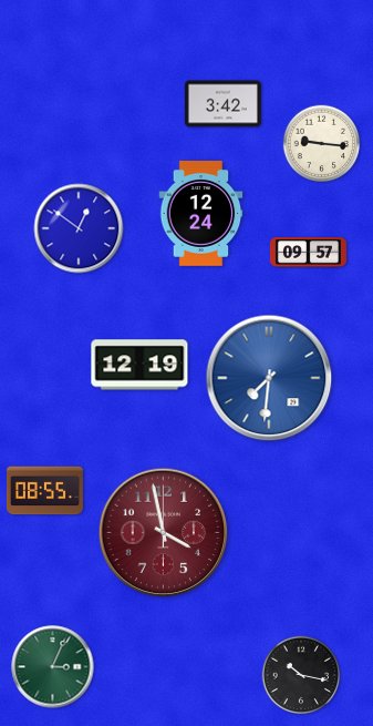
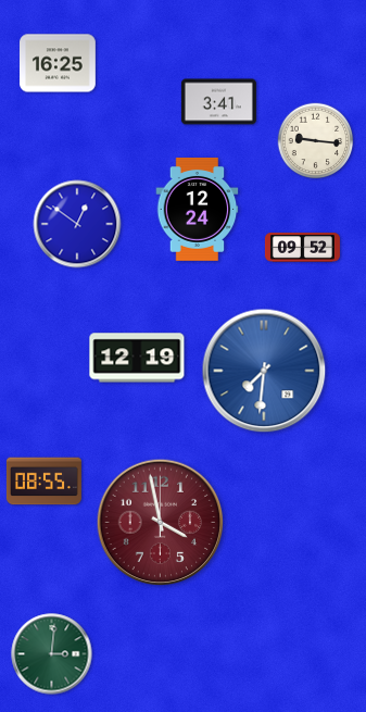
clock at (59, 63): none -> 16:25
clock at (222, 104): 3:42 -> 3:41
clock at (308, 253): 09:57 -> 09:52
clock at (53, 667): 3:04 -> 3:01
clock at (301, 675): 10:17 -> none
